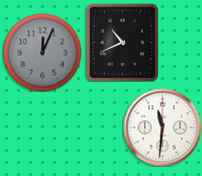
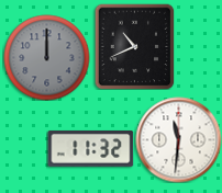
clock at (42, 52): 12:04 -> 12:00
clock at (90, 148): none -> 11:32
